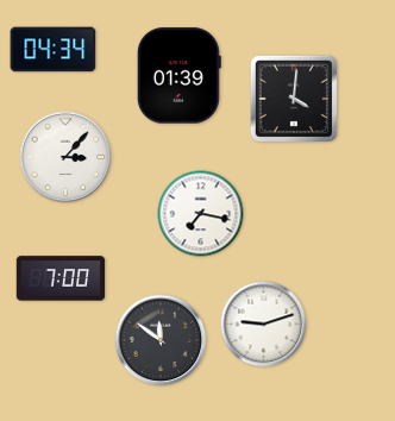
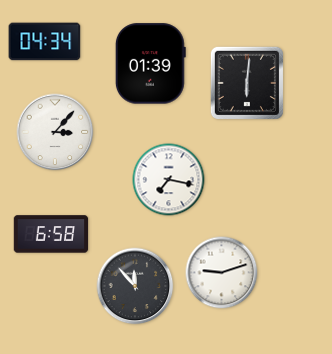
clock at (294, 99): 4:01 -> 6:01
clock at (61, 278): 7:00 -> 6:58
clock at (161, 340): 11:51 -> 11:53
